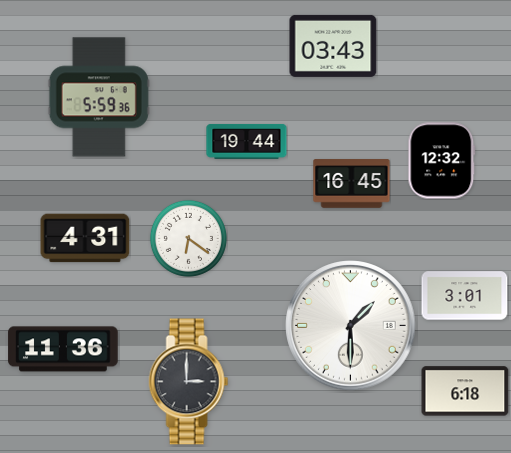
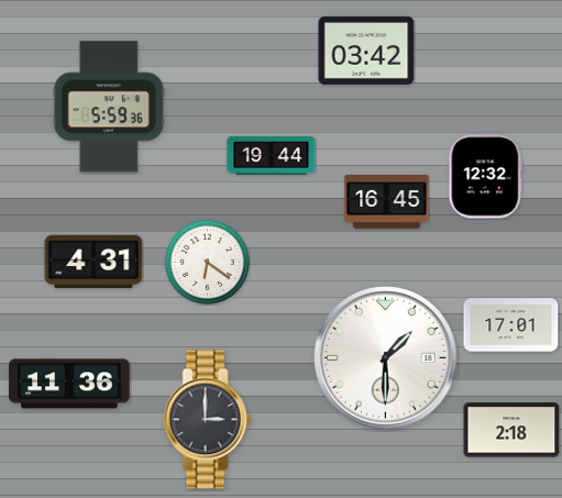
clock at (333, 46): 03:43 -> 03:42
clock at (465, 296): 3:01 -> 17:01
clock at (465, 391): 6:18 -> 2:18
